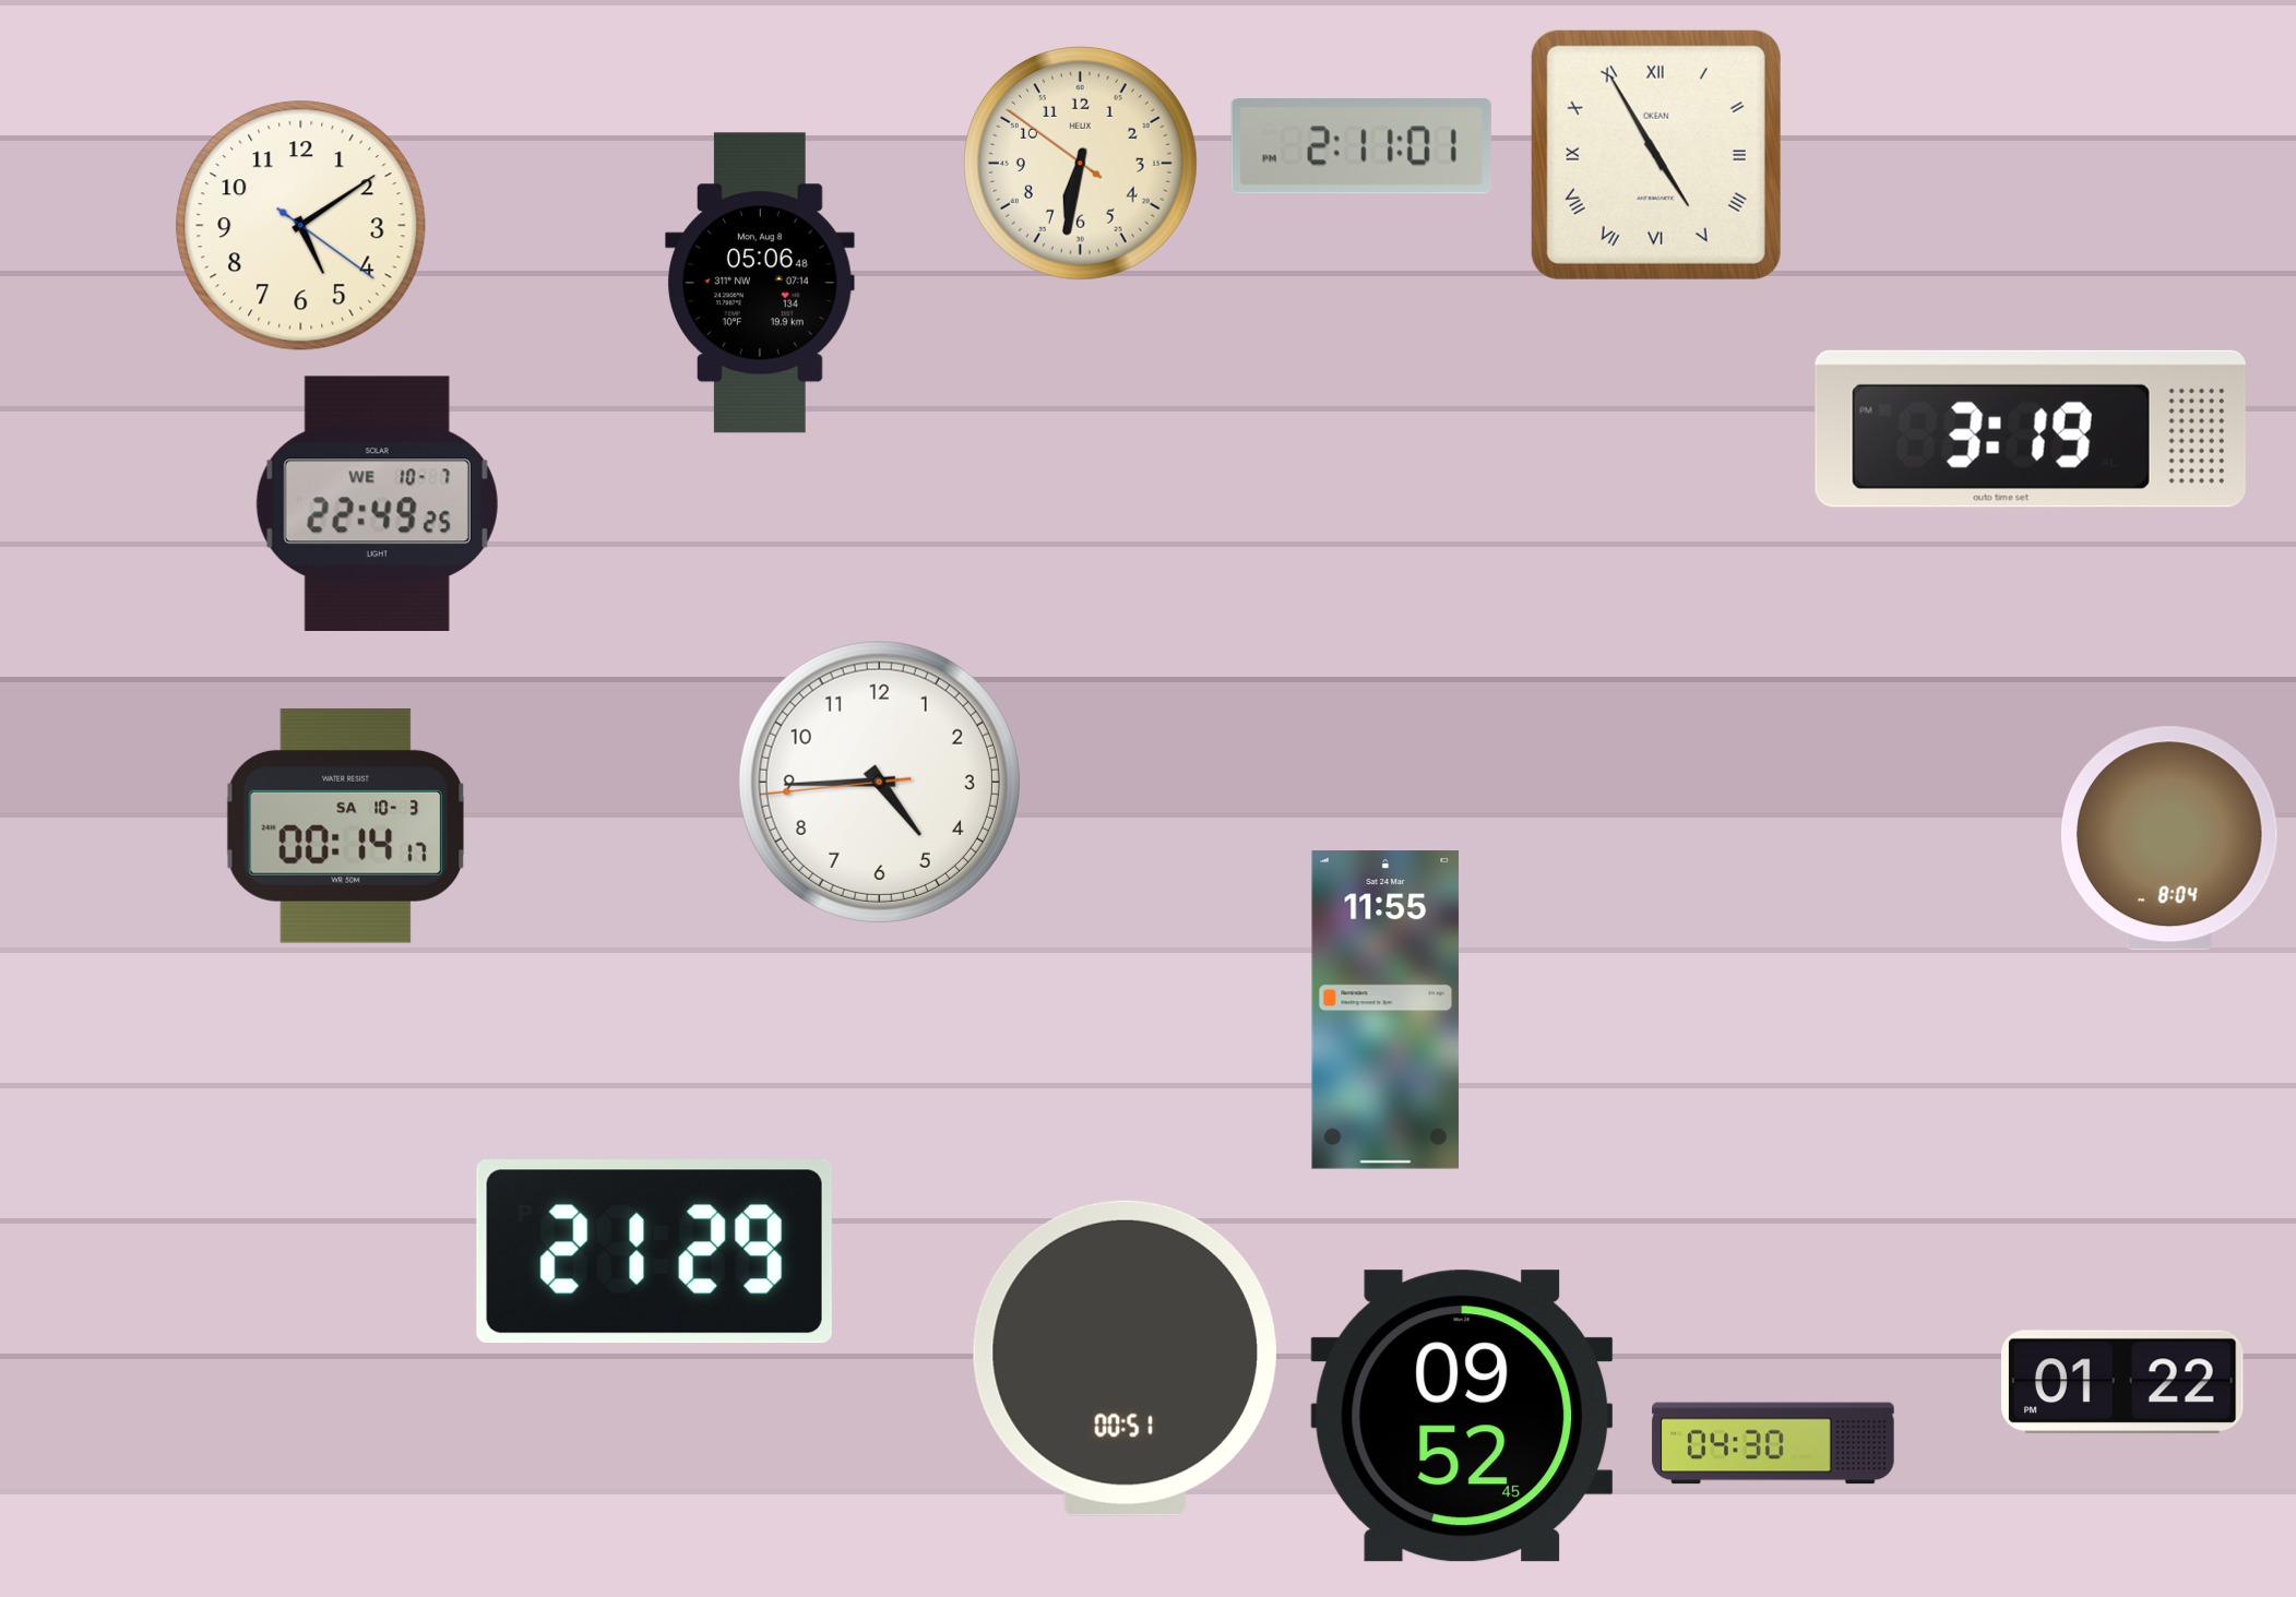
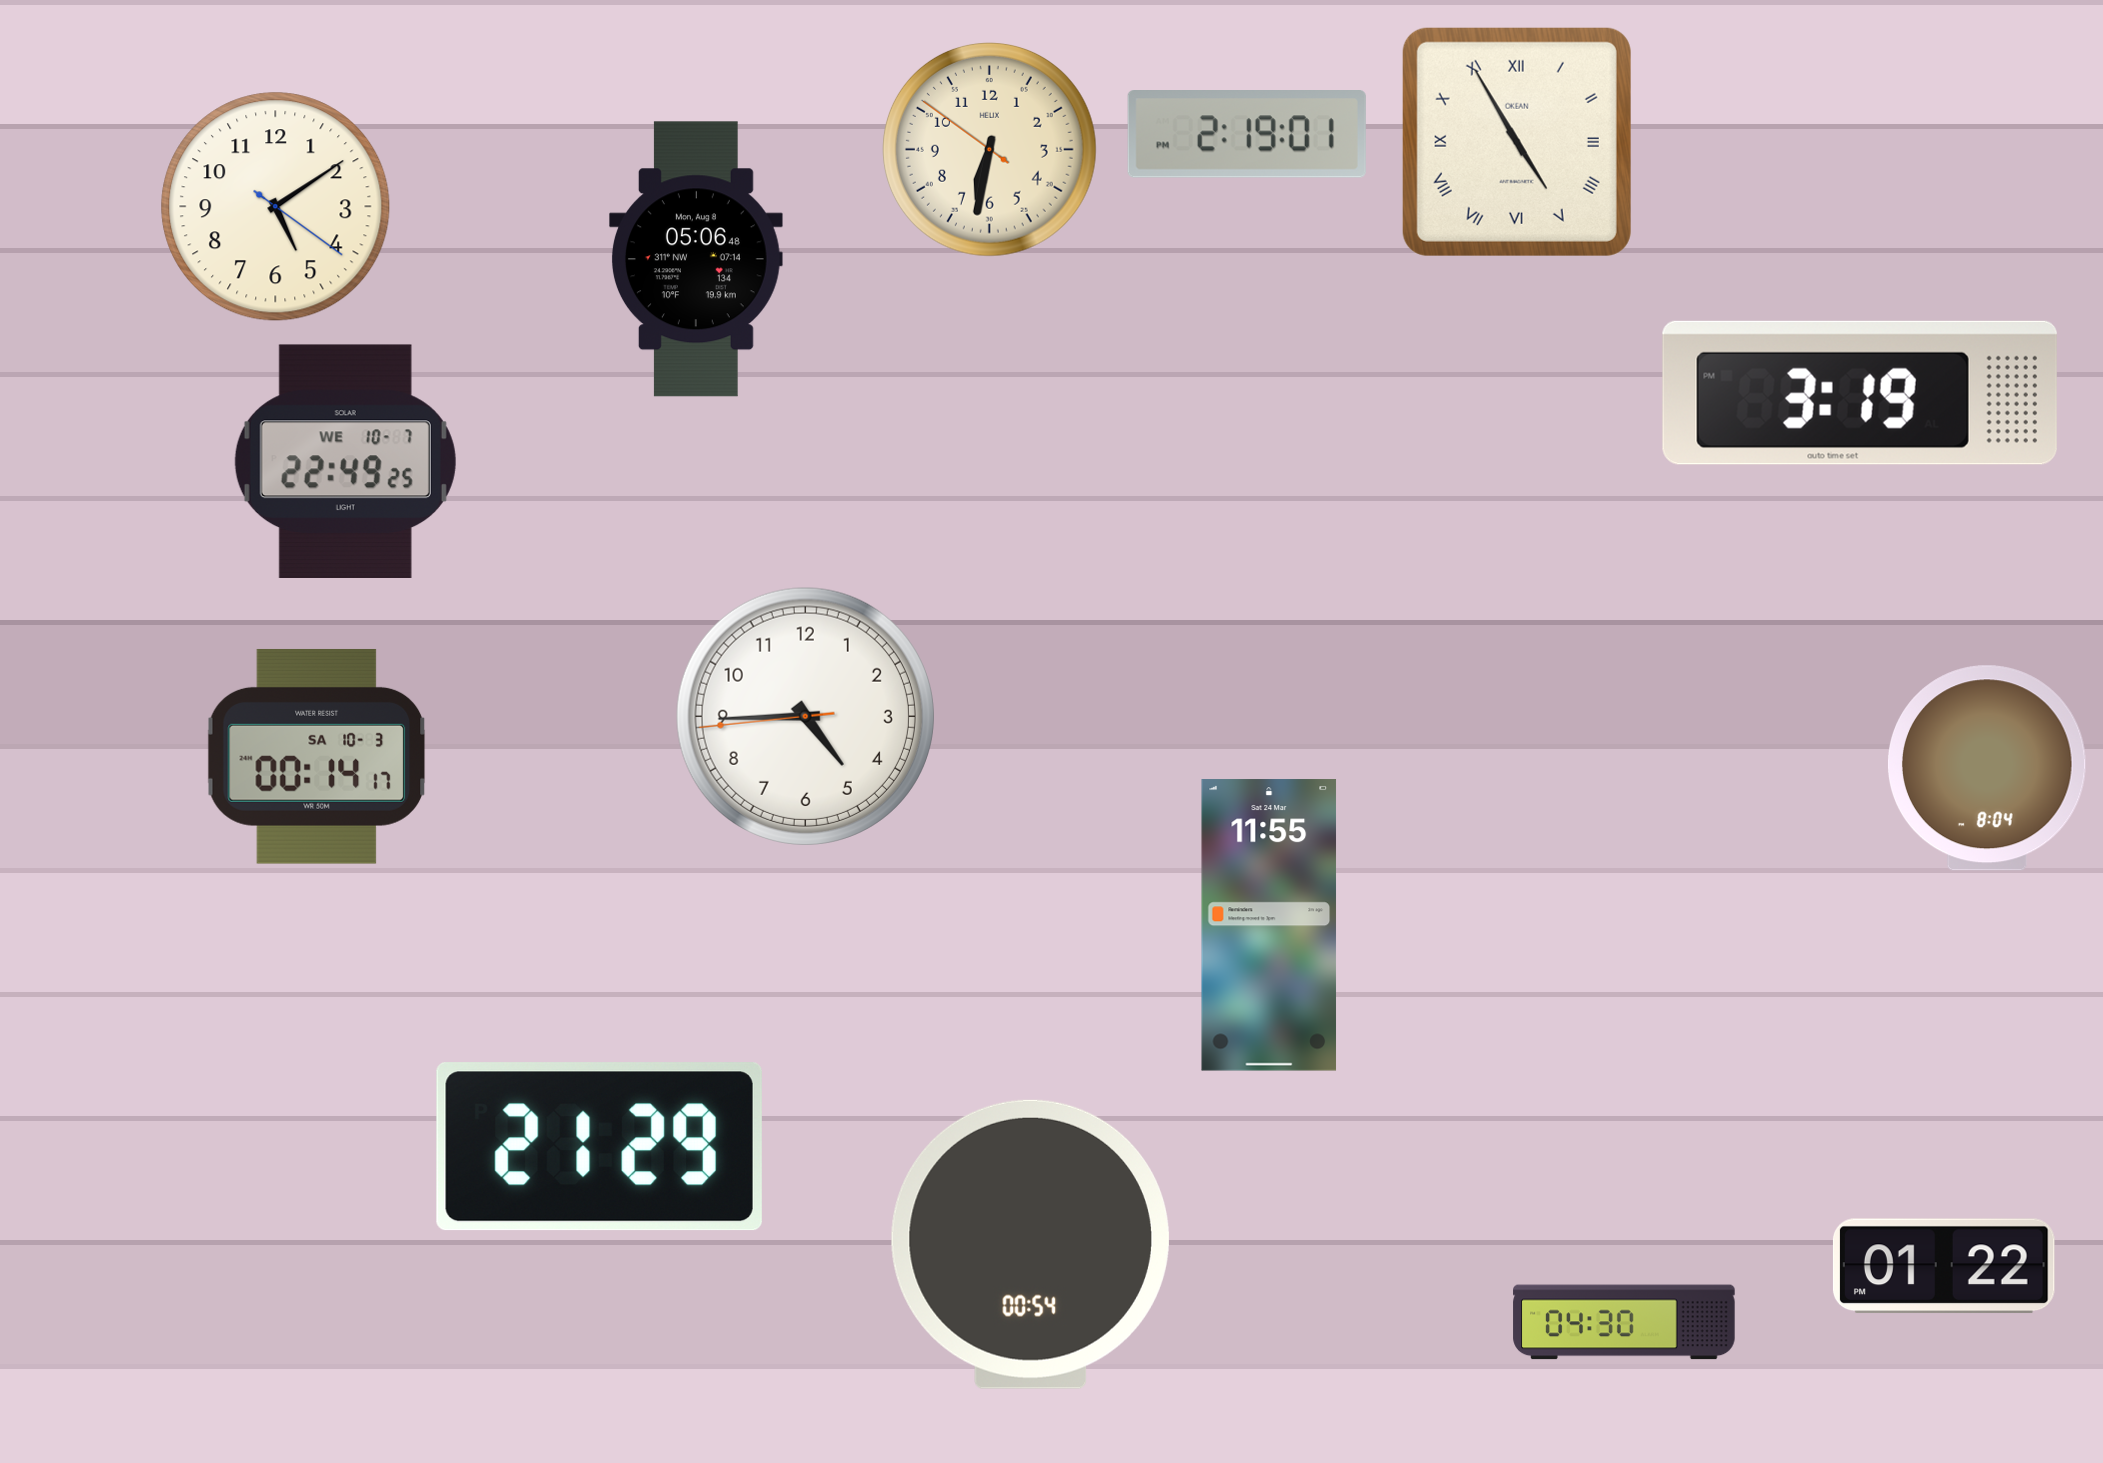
clock at (1361, 146): 2:11 -> 2:19
clock at (1125, 1358): 00:51 -> 00:54
clock at (1462, 1416): 09:52 -> none
